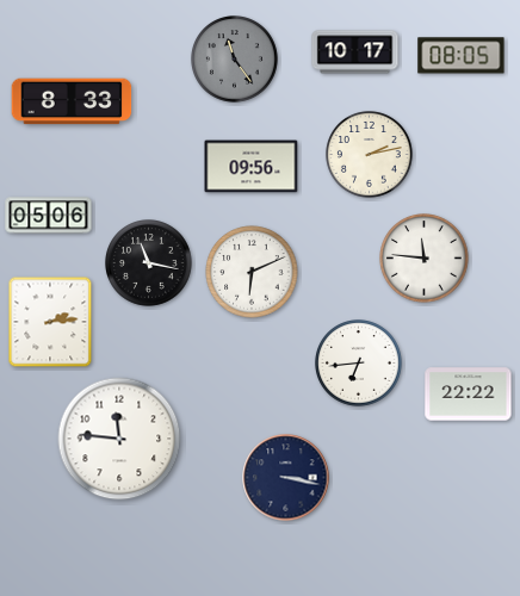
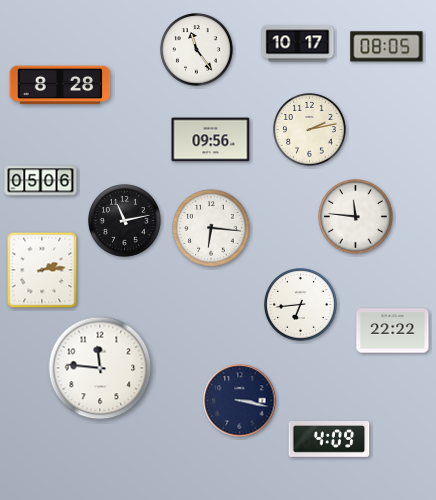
clock at (235, 60) dial: grey -> white
clock at (72, 101): 8:33 -> 8:28
clock at (149, 263): 11:17 -> 11:13
clock at (252, 272): 6:11 -> 6:16
clock at (329, 440): none -> 4:09
